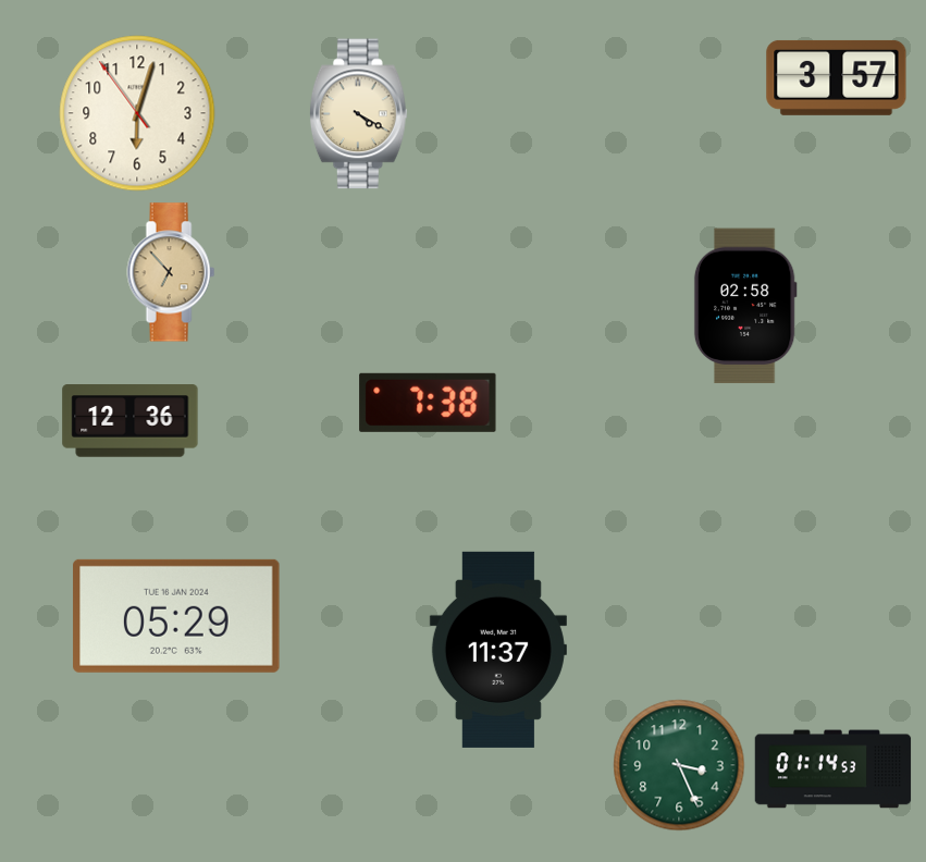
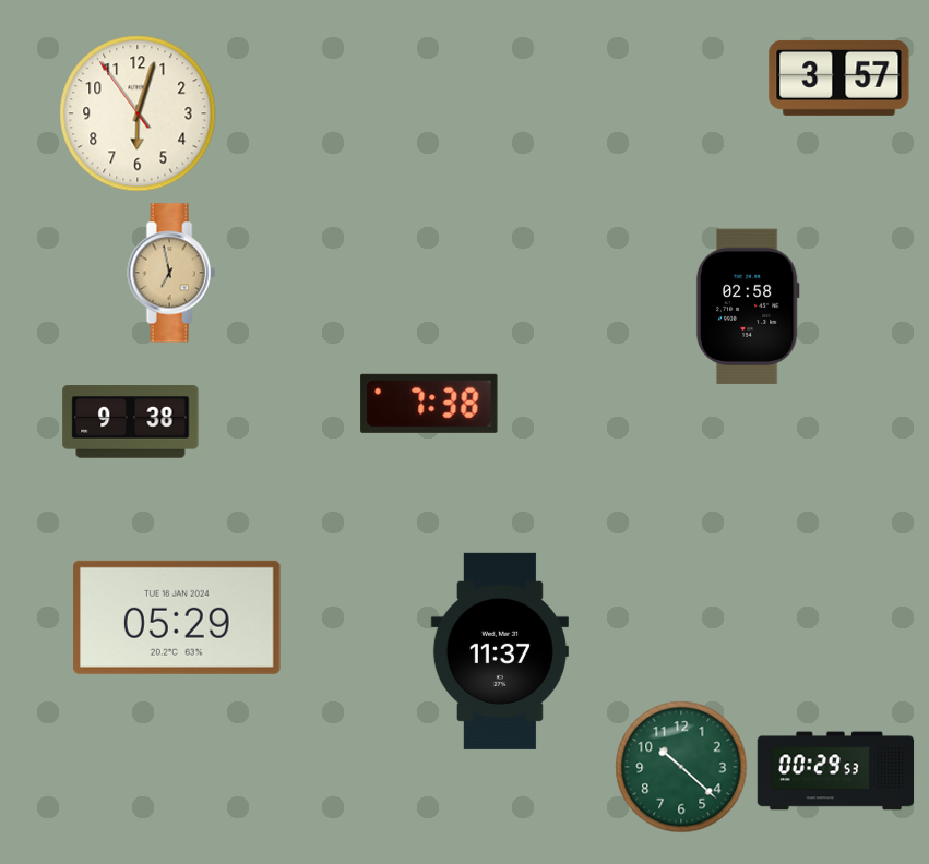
clock at (358, 114): 4:20 -> none
clock at (171, 272): 6:53 -> 6:58
clock at (131, 421): 12:36 -> 9:38
clock at (679, 765): 3:26 -> 10:22
clock at (834, 769): 01:14 -> 00:29
